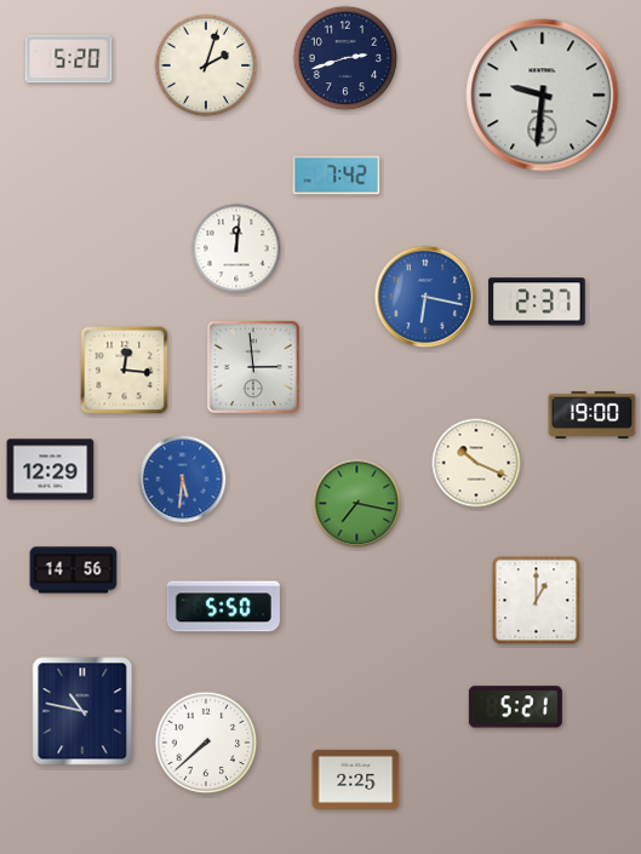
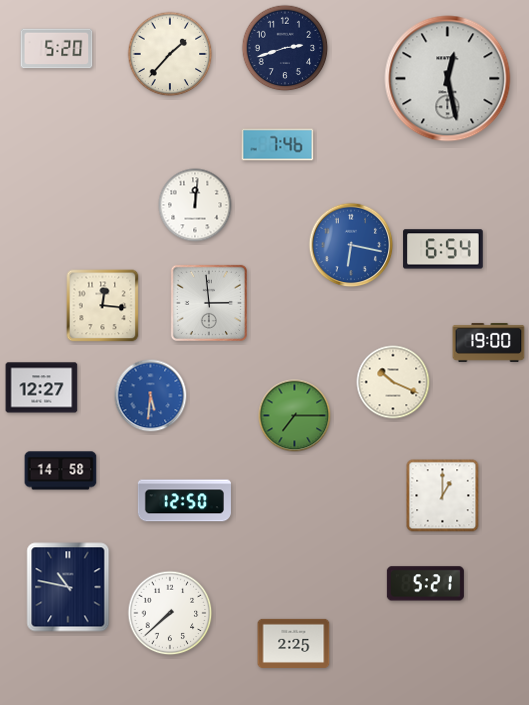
clock at (206, 65): 2:03 -> 1:37
clock at (543, 96): 9:31 -> 12:28
clock at (337, 176): 7:42 -> 7:46
clock at (537, 302): 2:37 -> 6:54
clock at (51, 470): 12:29 -> 12:27
clock at (357, 504): 7:17 -> 7:15
clock at (74, 571): 14:56 -> 14:58
clock at (223, 607): 5:50 -> 12:50
